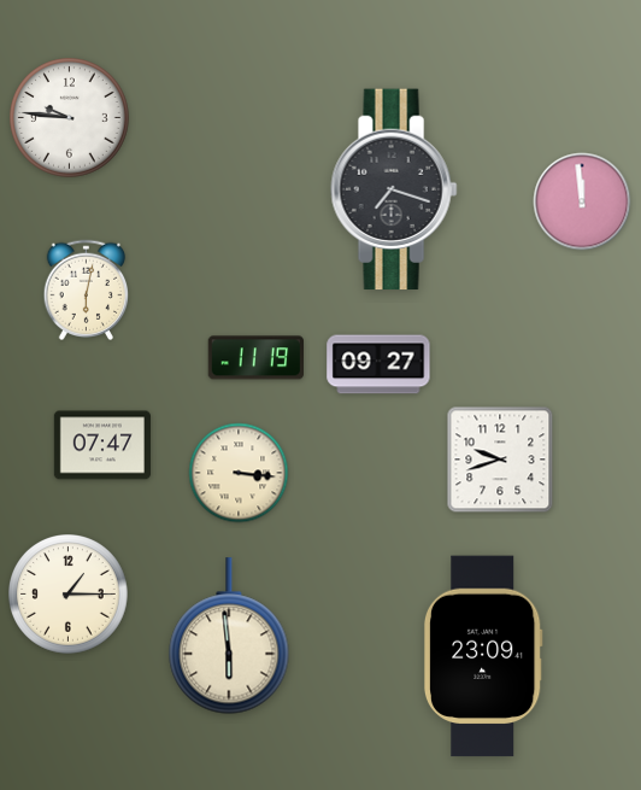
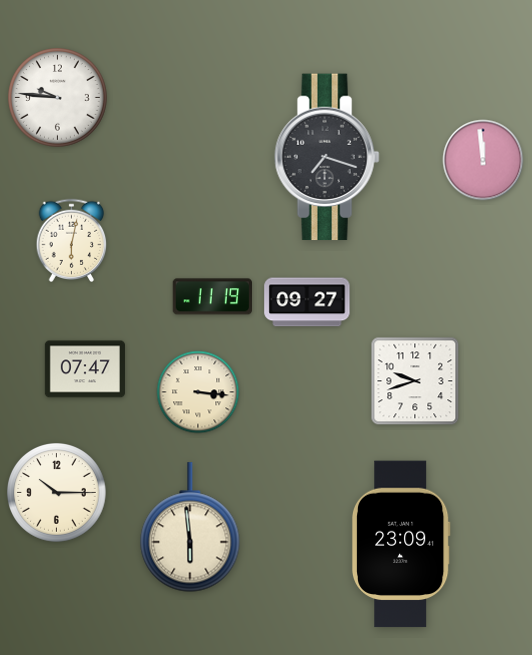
clock at (582, 201) position: (582, 201) -> (483, 160)
clock at (378, 364) position: (378, 364) -> (307, 302)
clock at (69, 595): 1:15 -> 10:15
